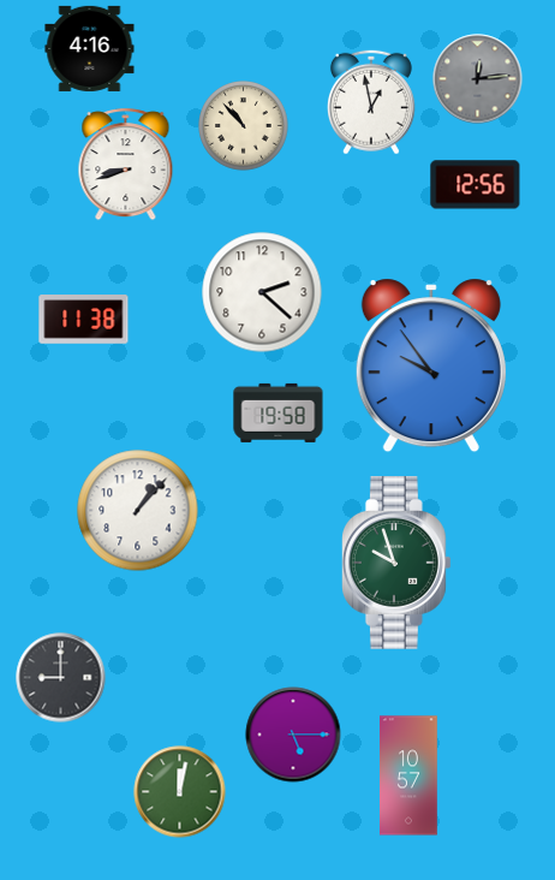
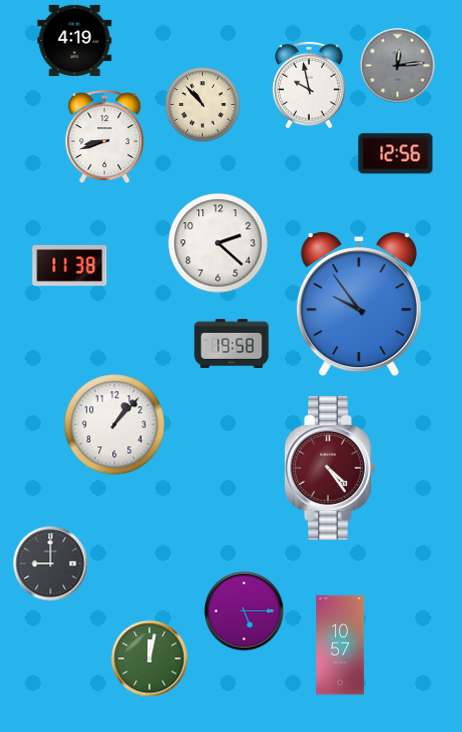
clock at (90, 48): 4:16 -> 4:19
clock at (371, 102): 12:58 -> 9:58
clock at (398, 564): 9:57 -> 4:24
clock at (398, 564) dial: green -> burgundy
